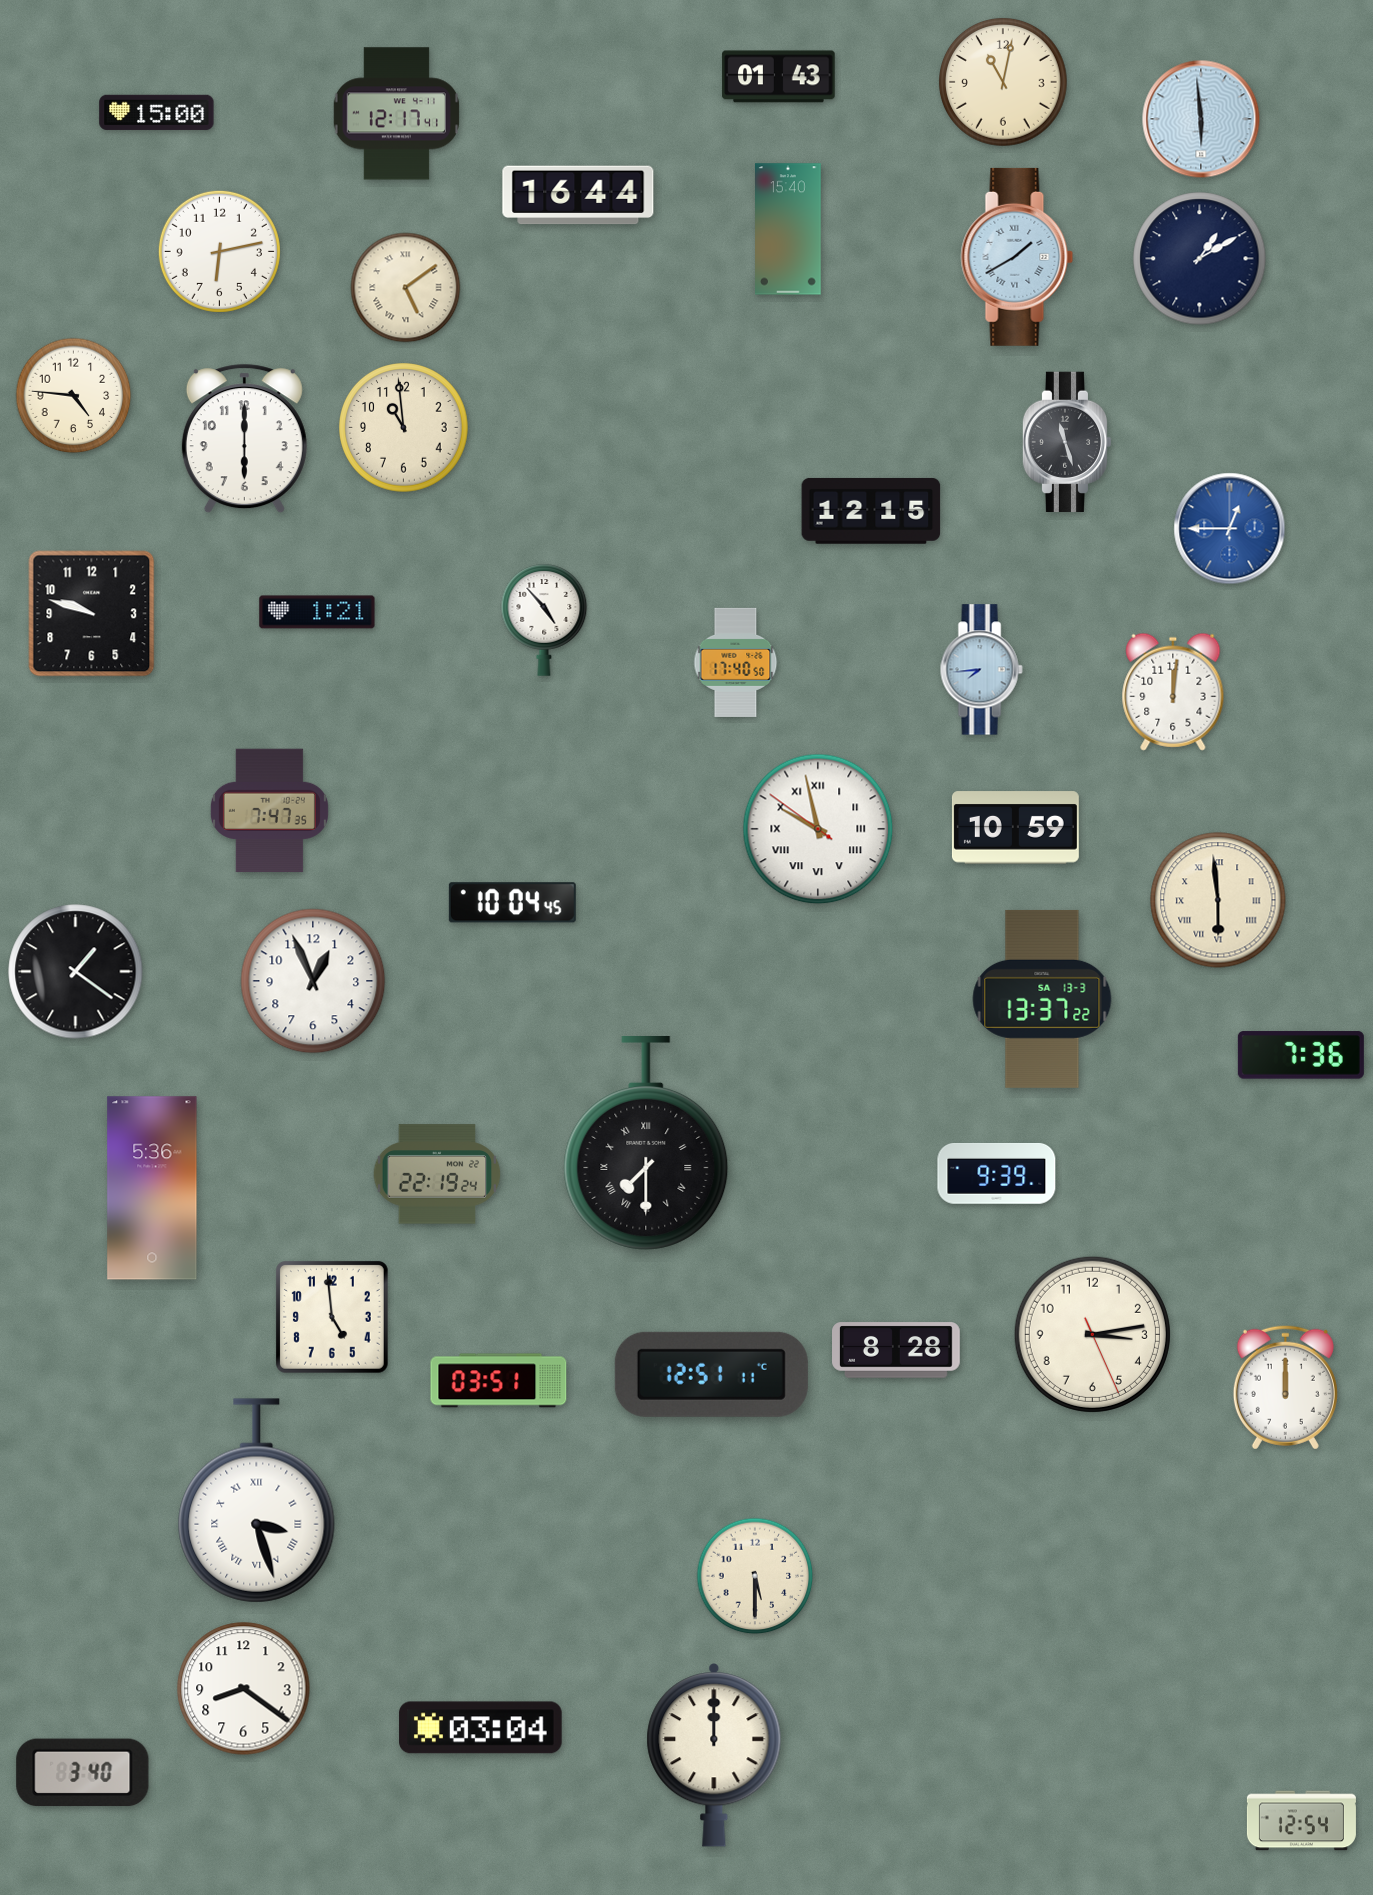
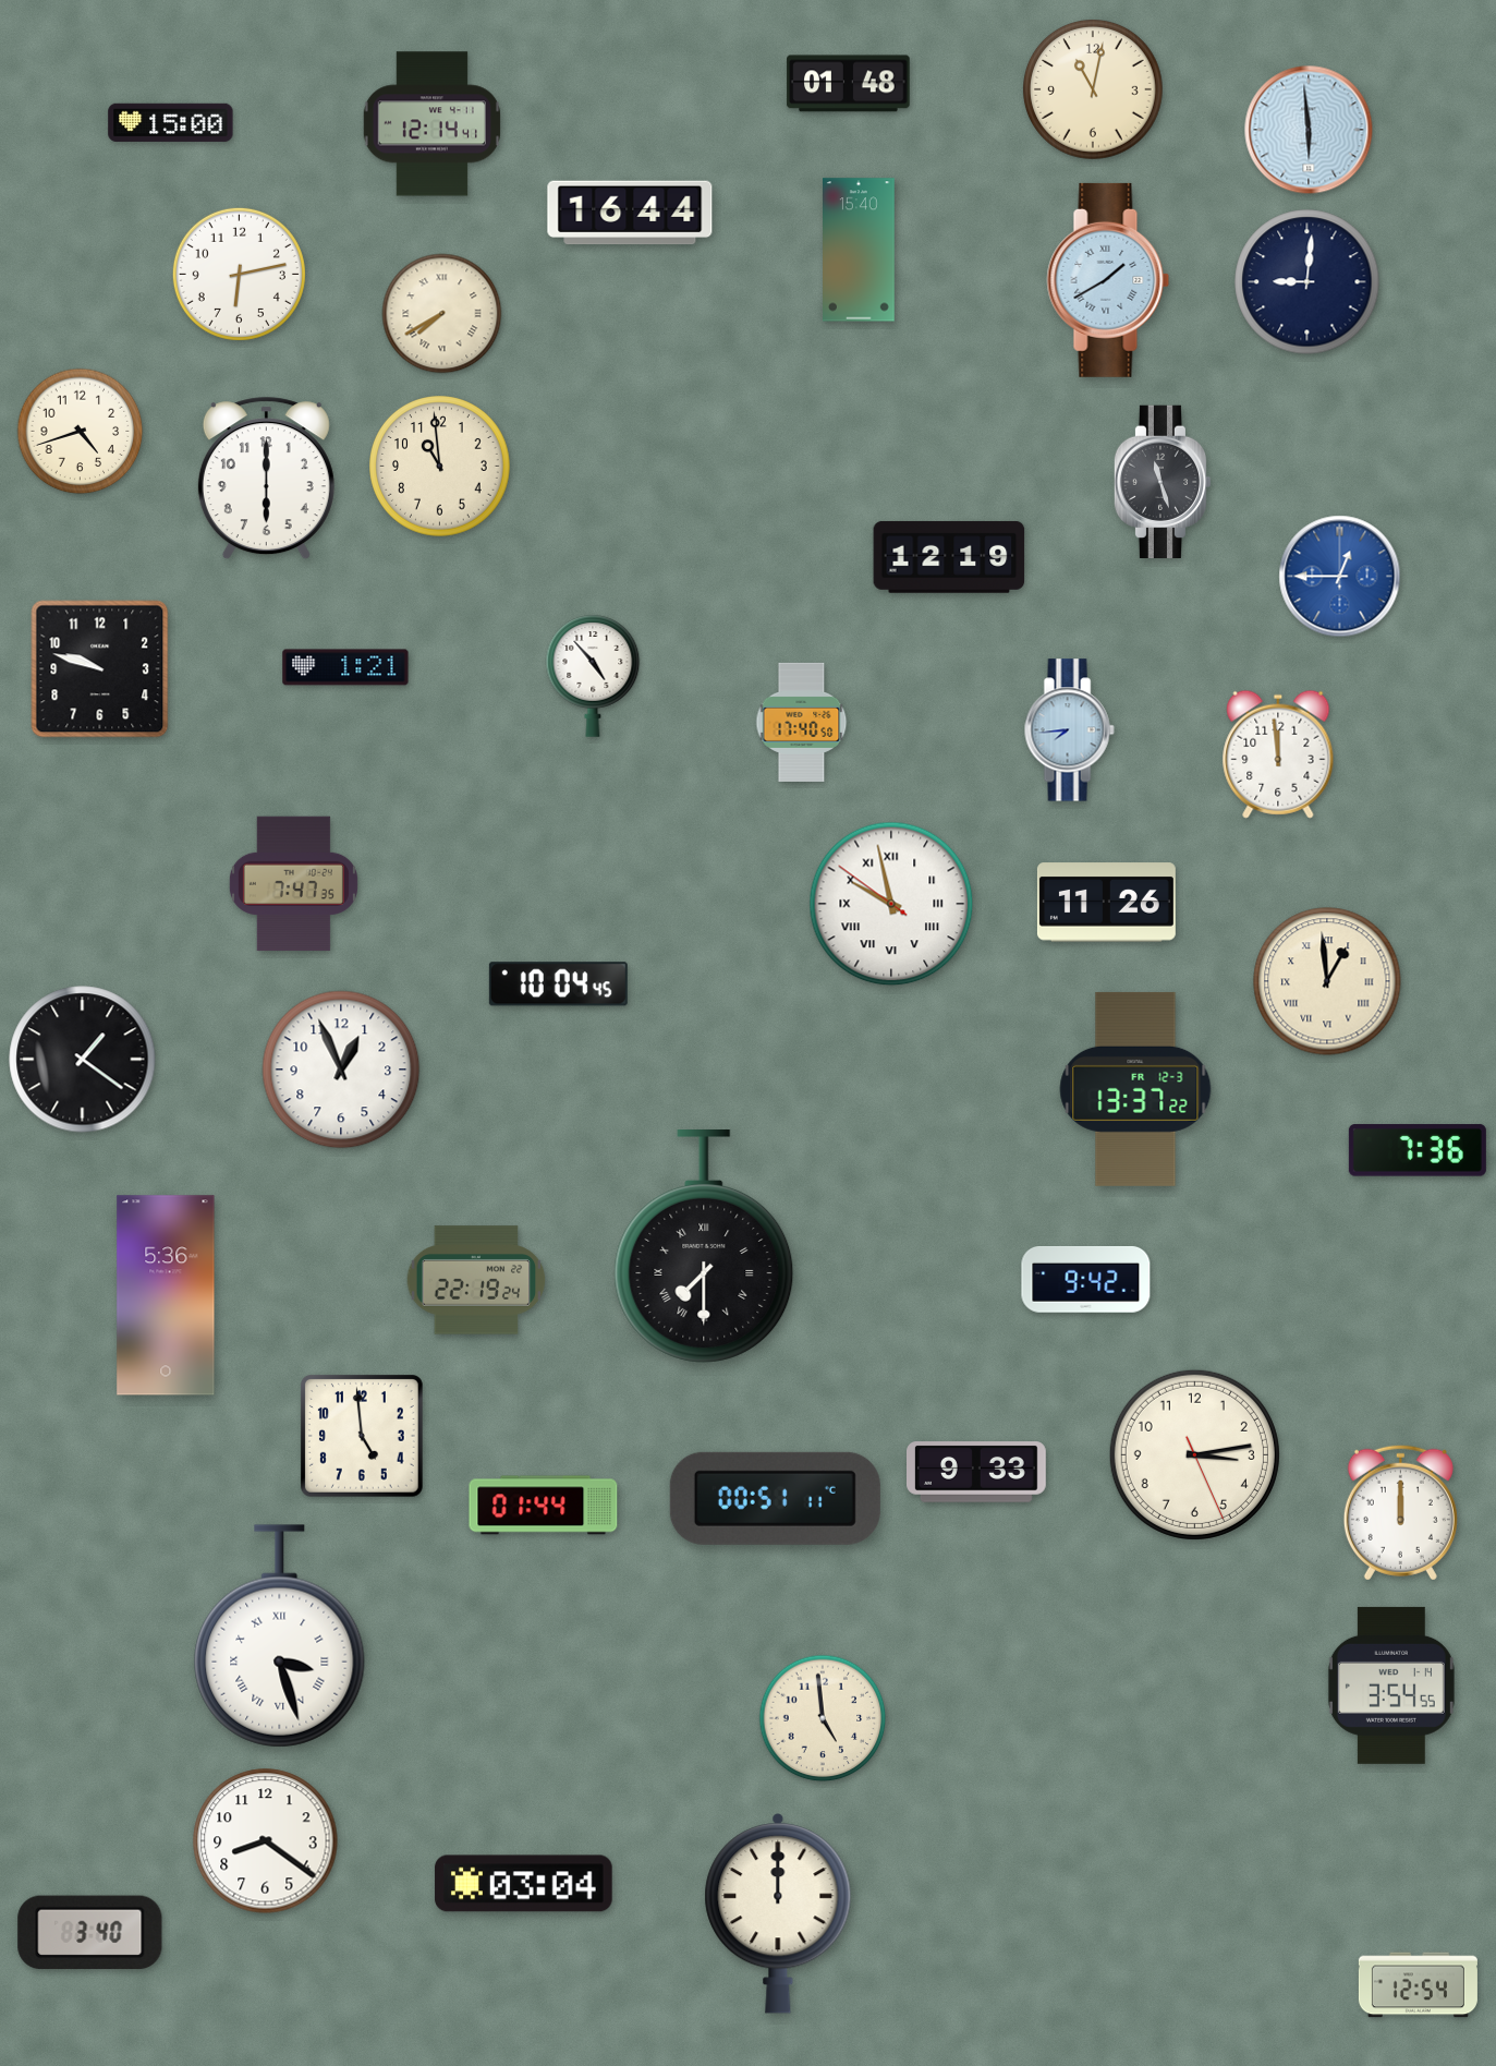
clock at (779, 77): 01:43 -> 01:48
clock at (396, 114): 12:17 -> 12:14
clock at (1200, 259): 1:10 -> 9:01
clock at (406, 288): 5:09 -> 7:40
clock at (74, 396): 4:46 -> 4:42
clock at (871, 511): 12:15 -> 12:19
clock at (1173, 692): 12:01 -> 11:59
clock at (1015, 828): 10:59 -> 11:26
clock at (1218, 900): 5:59 -> 12:59
clock at (1042, 999) date: SA 13-3 -> FR 12-3
clock at (997, 1174): 9:39 -> 9:42
clock at (1092, 1334) position: (1092, 1334) -> (1194, 1454)
clock at (897, 1350): 8:28 -> 9:33
clock at (711, 1374): 12:51 -> 00:51
clock at (499, 1381): 03:51 -> 01:44
clock at (1391, 1686): none -> 3:54
clock at (755, 1576): 5:30 -> 4:59
